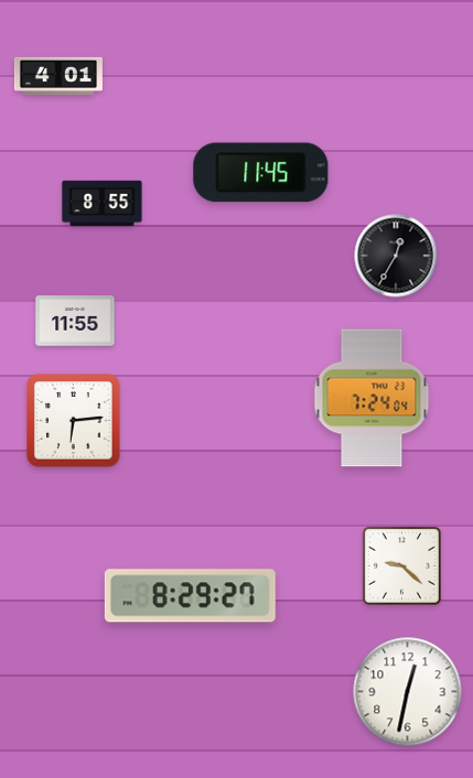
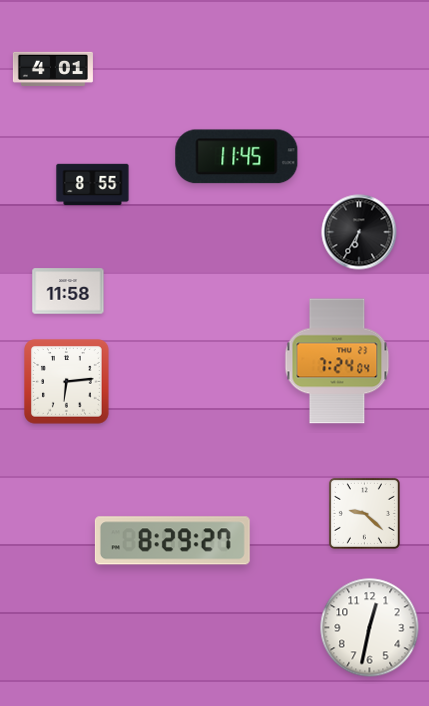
clock at (396, 256): 12:35 -> 6:35
clock at (75, 321): 11:55 -> 11:58
